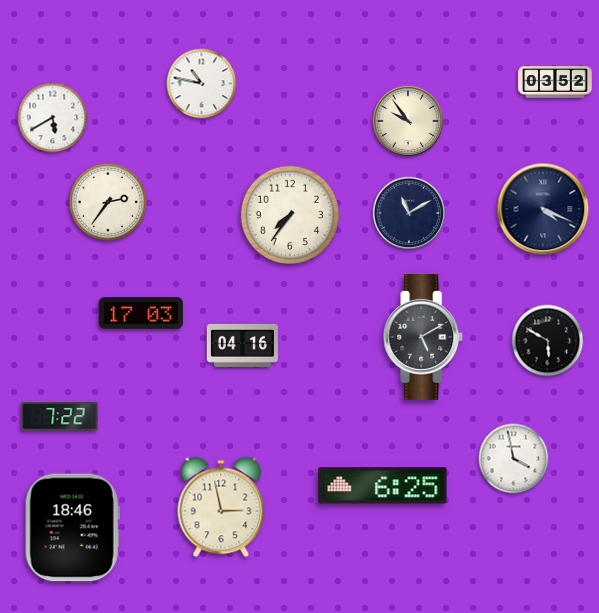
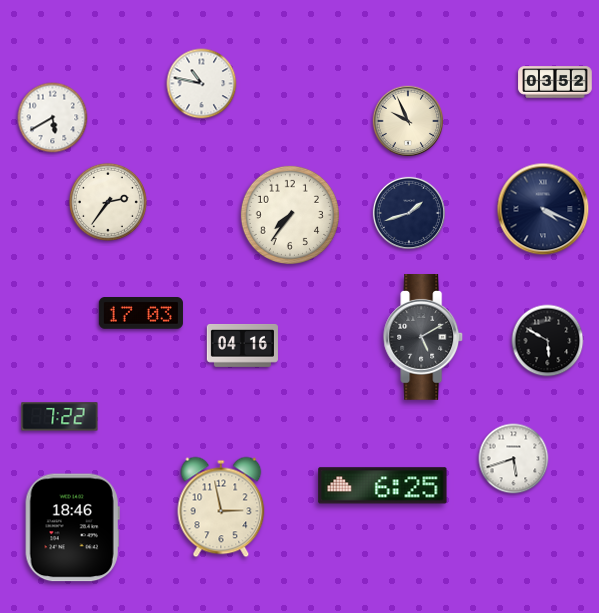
clock at (408, 121): 9:54 -> 9:56
clock at (409, 213): 11:10 -> 1:42
clock at (514, 459): 3:58 -> 5:42
